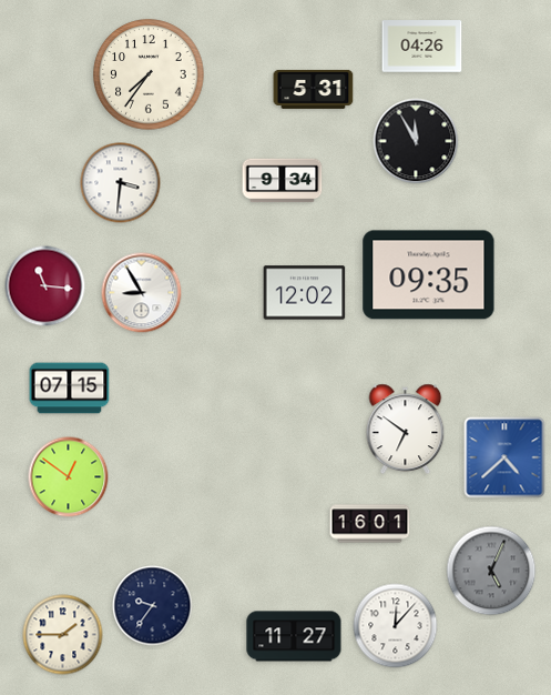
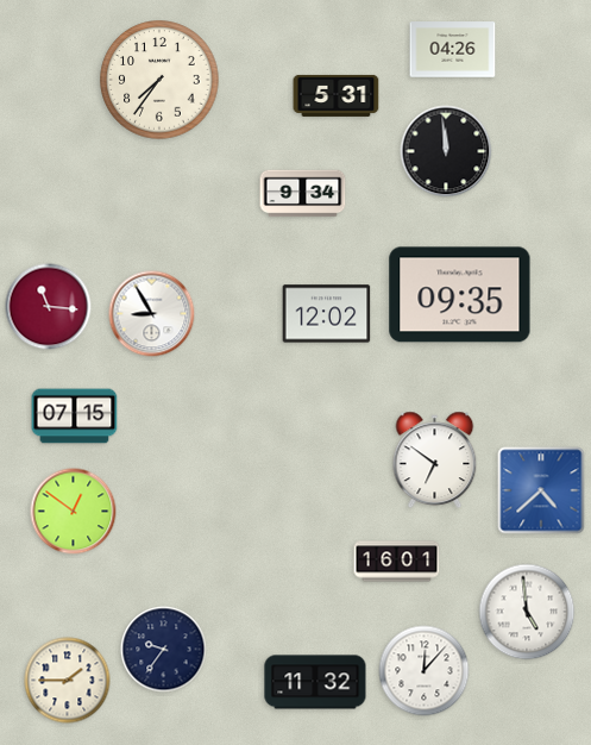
clock at (416, 141): 11:55 -> 11:59
clock at (121, 183): 3:31 -> none
clock at (491, 571): 5:04 -> 4:59
clock at (491, 571) dial: grey -> white
clock at (294, 636): 11:27 -> 11:32
